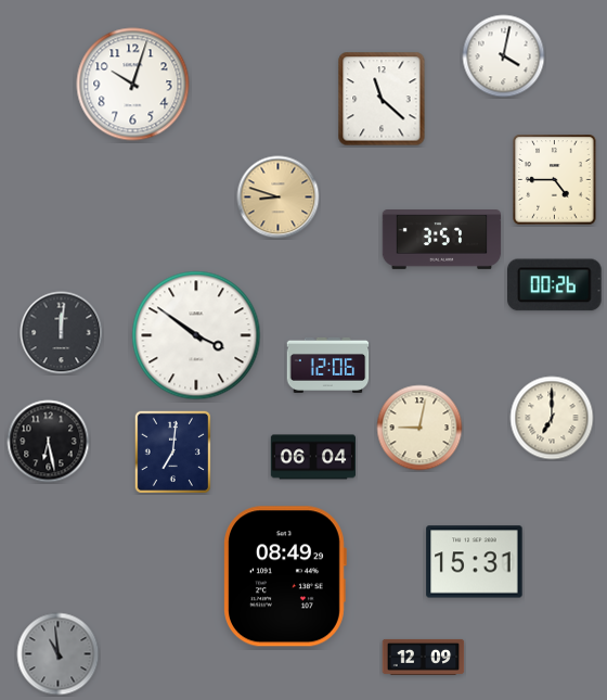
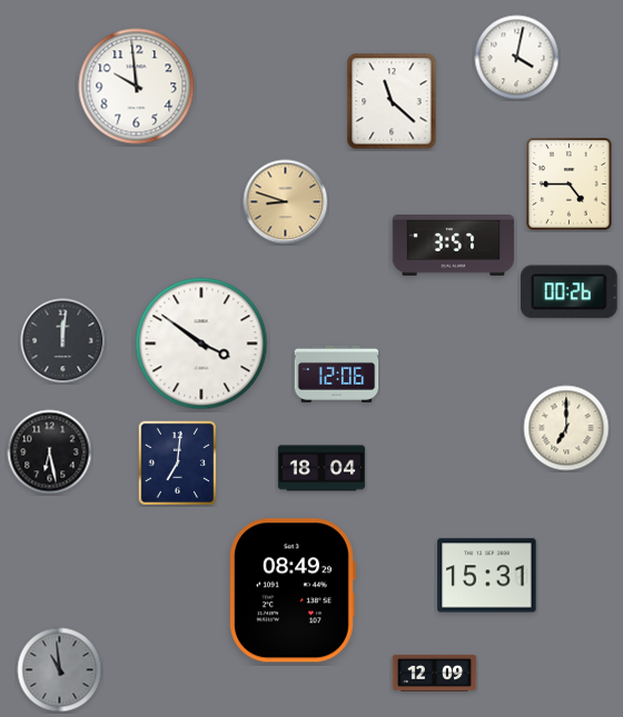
clock at (133, 85): 10:03 -> 9:59
clock at (419, 428): 9:02 -> none
clock at (313, 457): 06:04 -> 18:04
